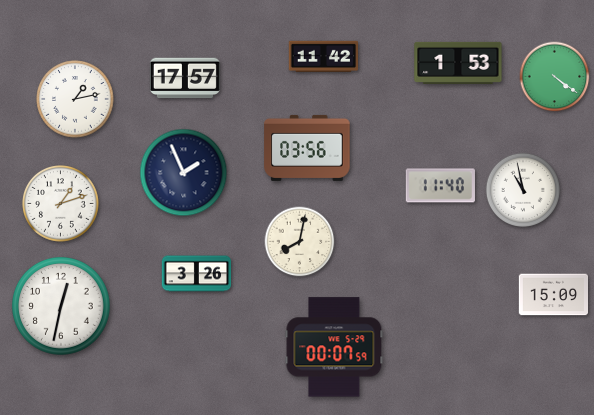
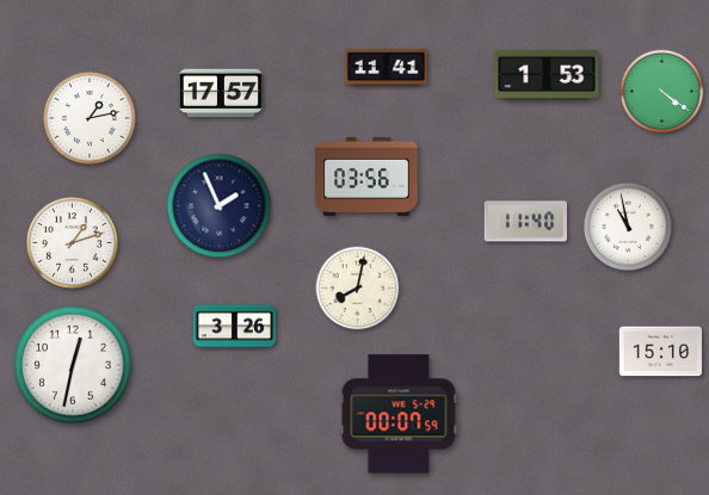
clock at (323, 56): 11:42 -> 11:41
clock at (523, 190) position: (523, 190) -> (628, 227)
clock at (554, 295): 15:09 -> 15:10
